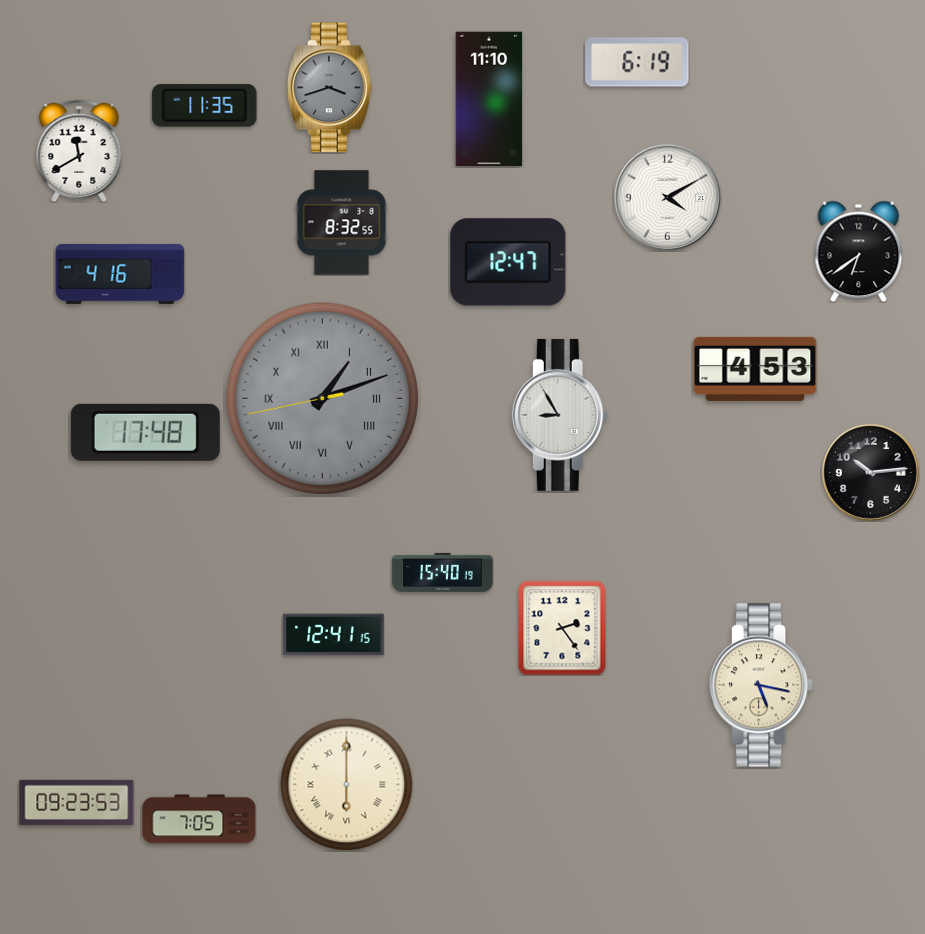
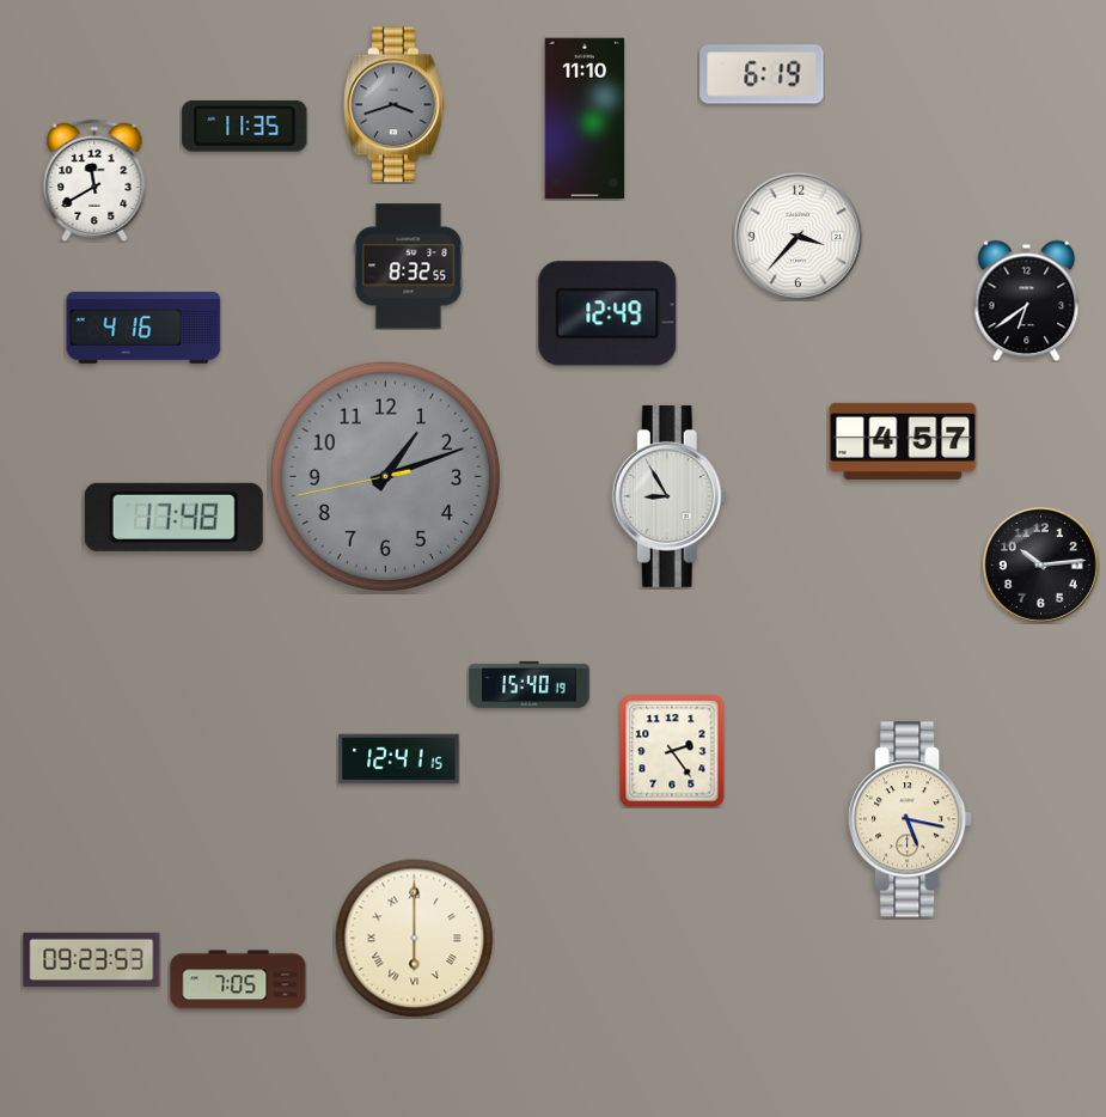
clock at (667, 197): 4:10 -> 3:37
clock at (508, 262): 12:47 -> 12:49
clock at (755, 369): 4:53 -> 4:57
clock at (322, 398) numerals: Roman -> Arabic
